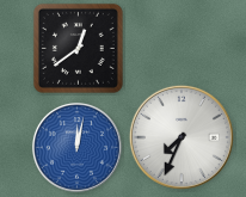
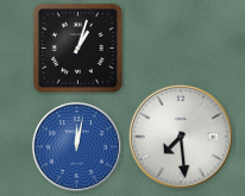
clock at (78, 48): 12:39 -> 1:03
clock at (182, 137): 7:34 -> 7:29
